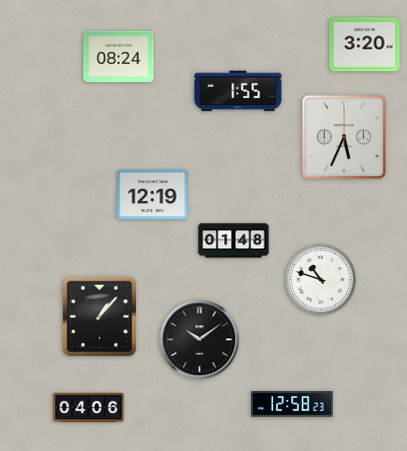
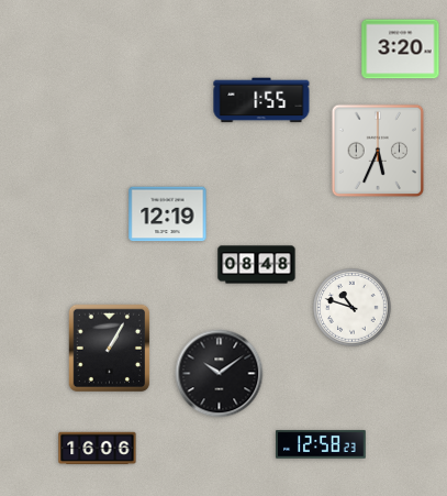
clock at (119, 57): 08:24 -> none
clock at (234, 241): 01:48 -> 08:48
clock at (100, 317): 1:07 -> 1:05
clock at (89, 408): 04:06 -> 16:06
